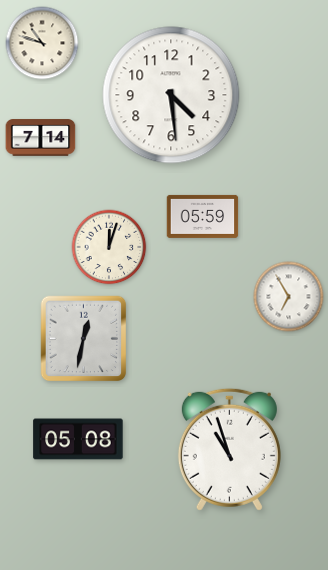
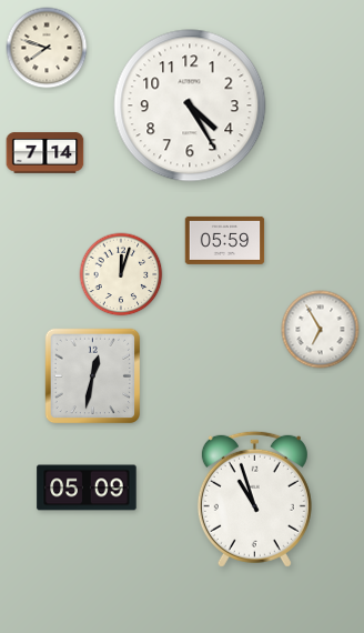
clock at (42, 43): 10:48 -> 7:48
clock at (171, 95): 4:29 -> 4:25
clock at (78, 439): 05:08 -> 05:09
